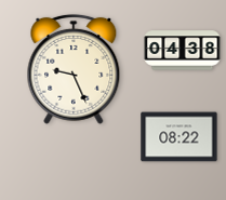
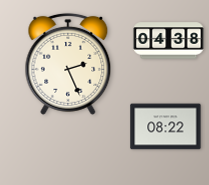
clock at (183, 51) position: (183, 51) -> (169, 41)
clock at (74, 69): 9:26 -> 2:26
